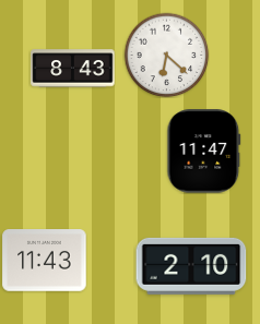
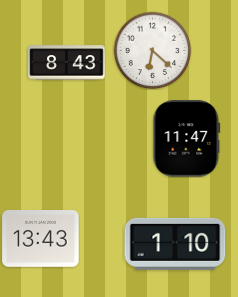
clock at (45, 261): 11:43 -> 13:43
clock at (191, 266): 2:10 -> 1:10
